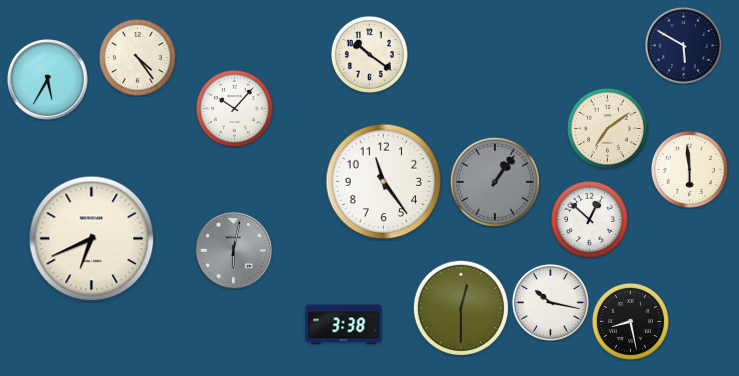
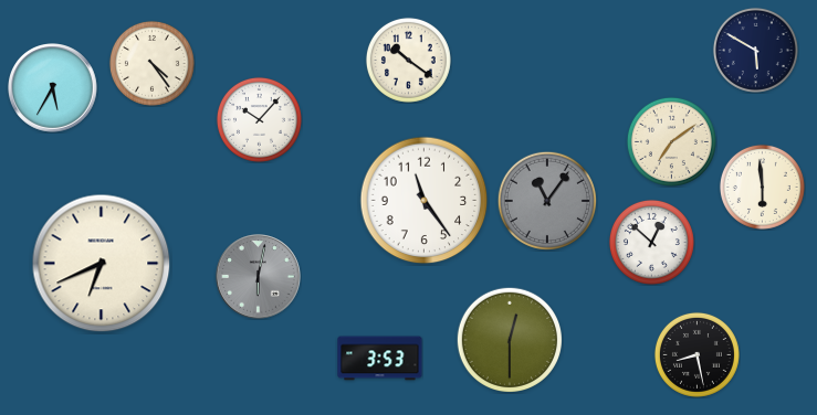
clock at (495, 182): 1:06 -> 11:06
clock at (550, 302): 10:17 -> none
clock at (344, 325): 3:38 -> 3:53
